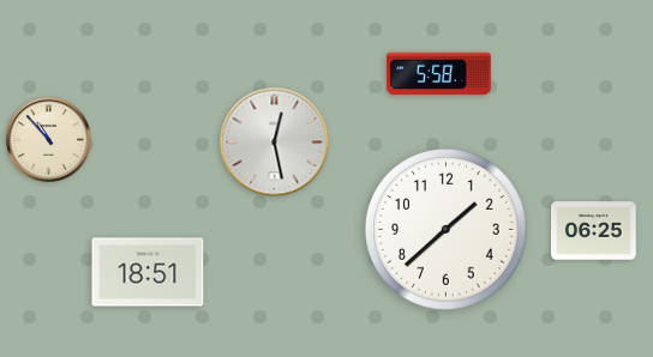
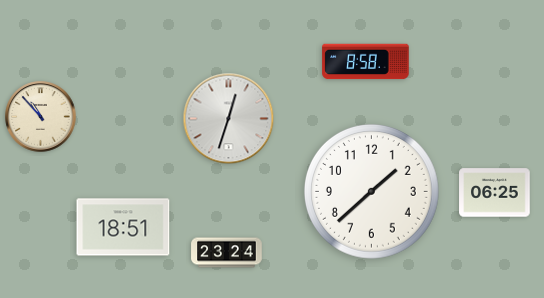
clock at (439, 74): 5:58 -> 8:58
clock at (275, 143): 12:28 -> 12:33
clock at (227, 253): none -> 23:24
